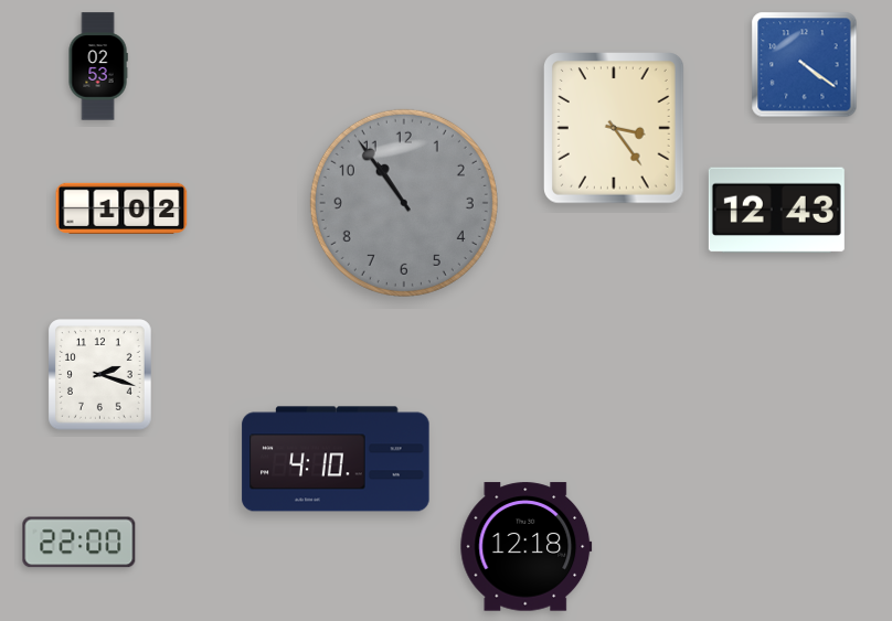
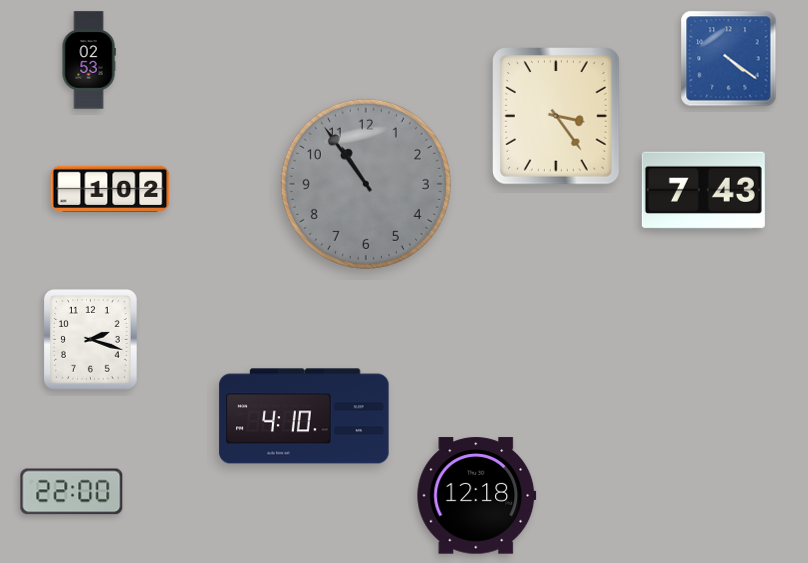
clock at (776, 211): 12:43 -> 7:43
